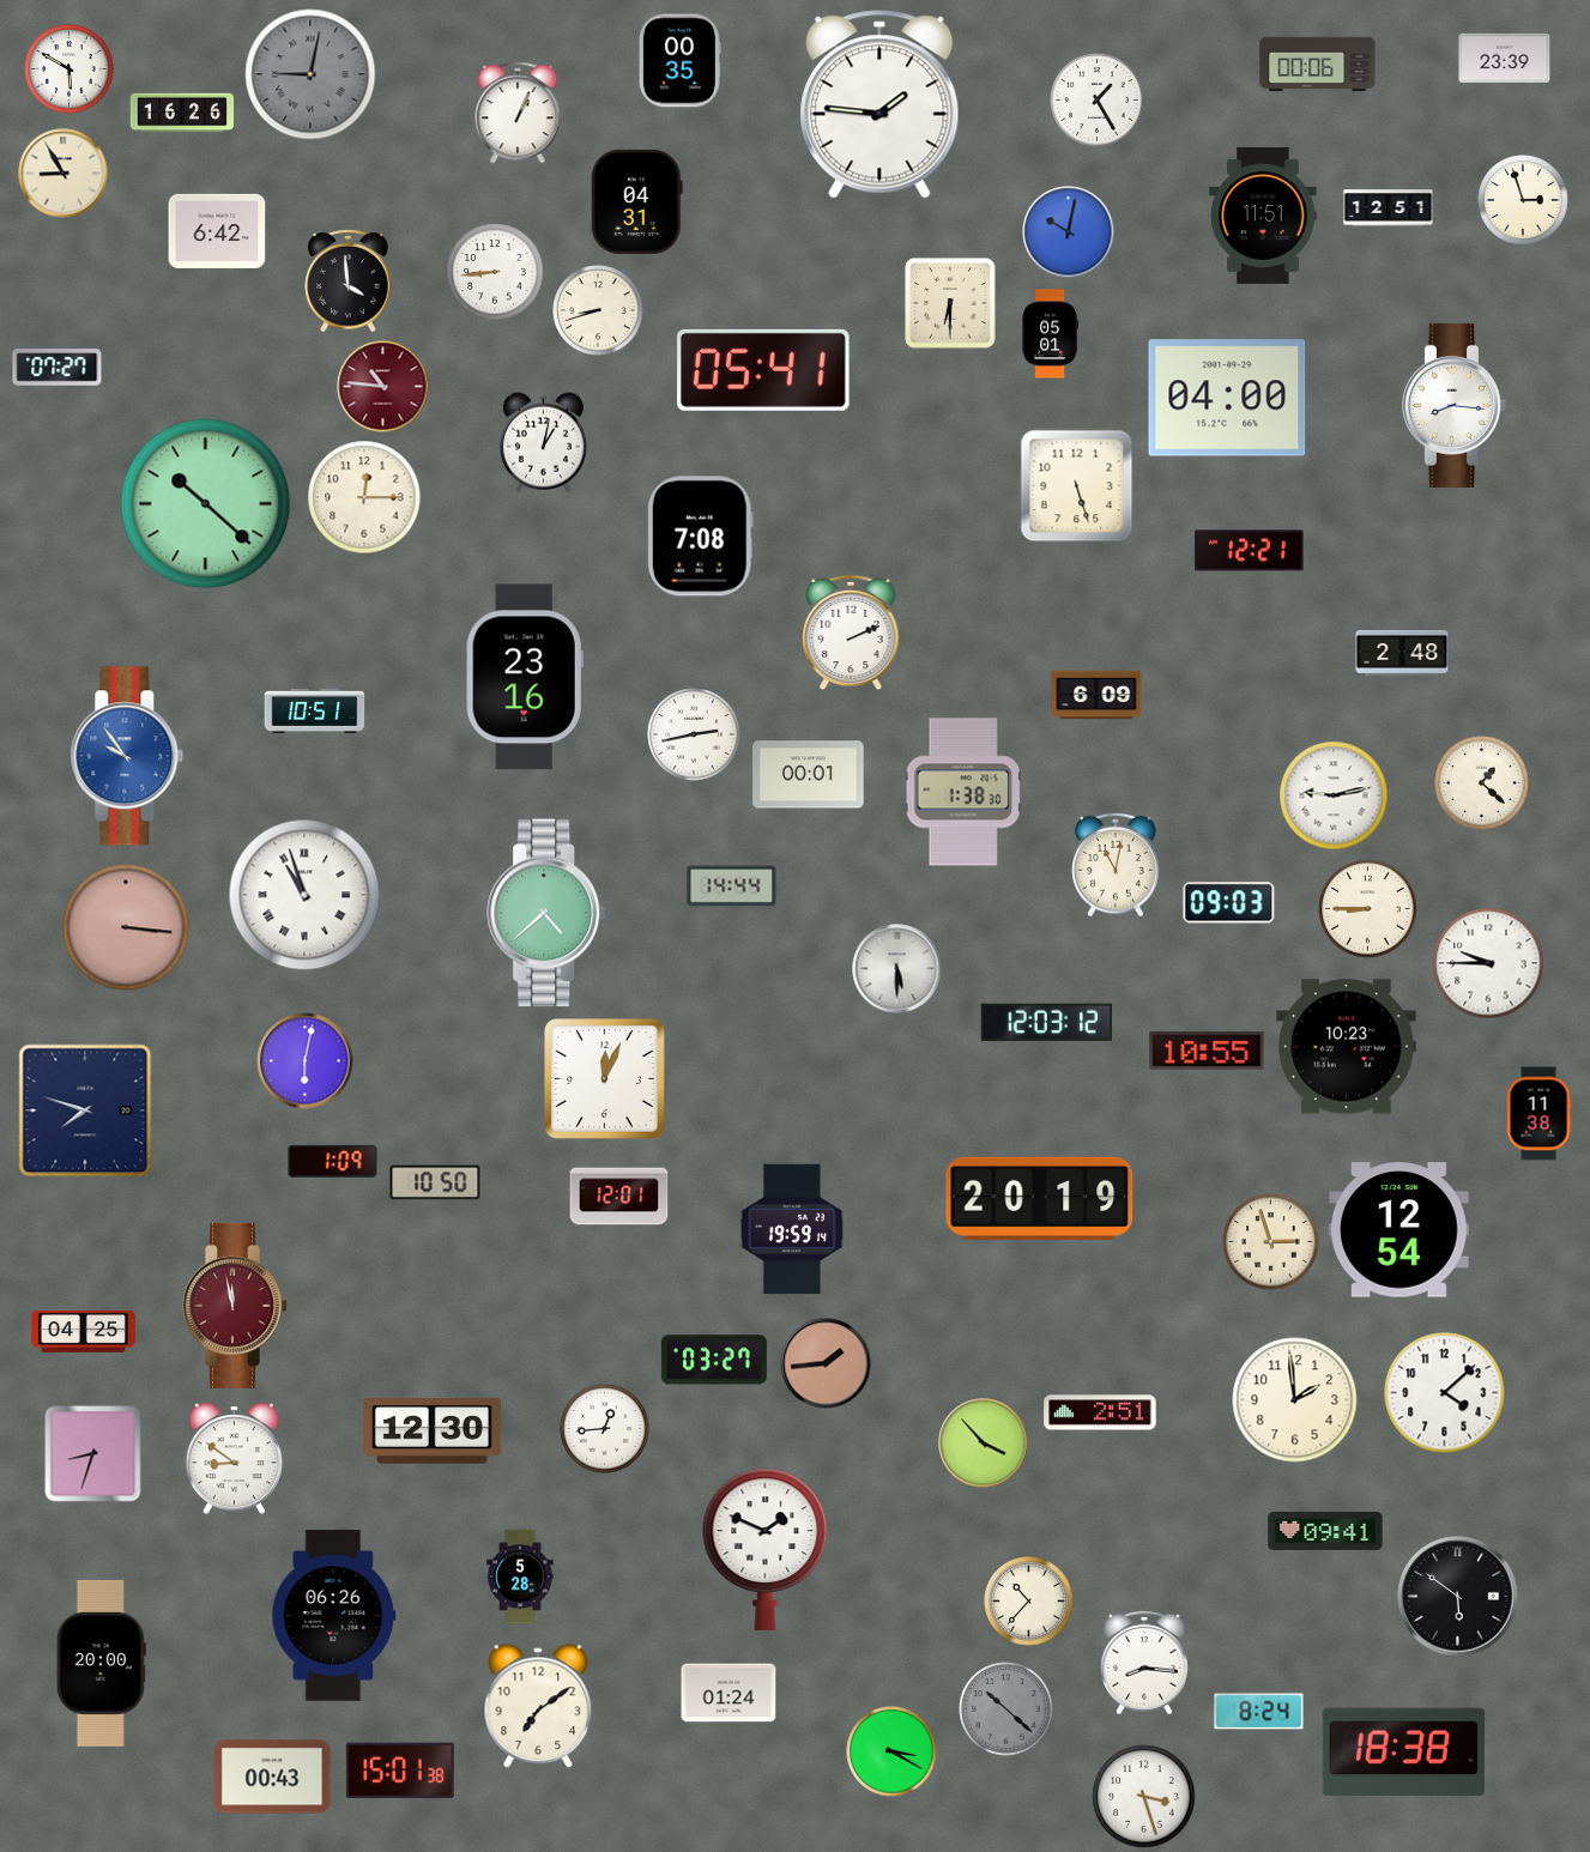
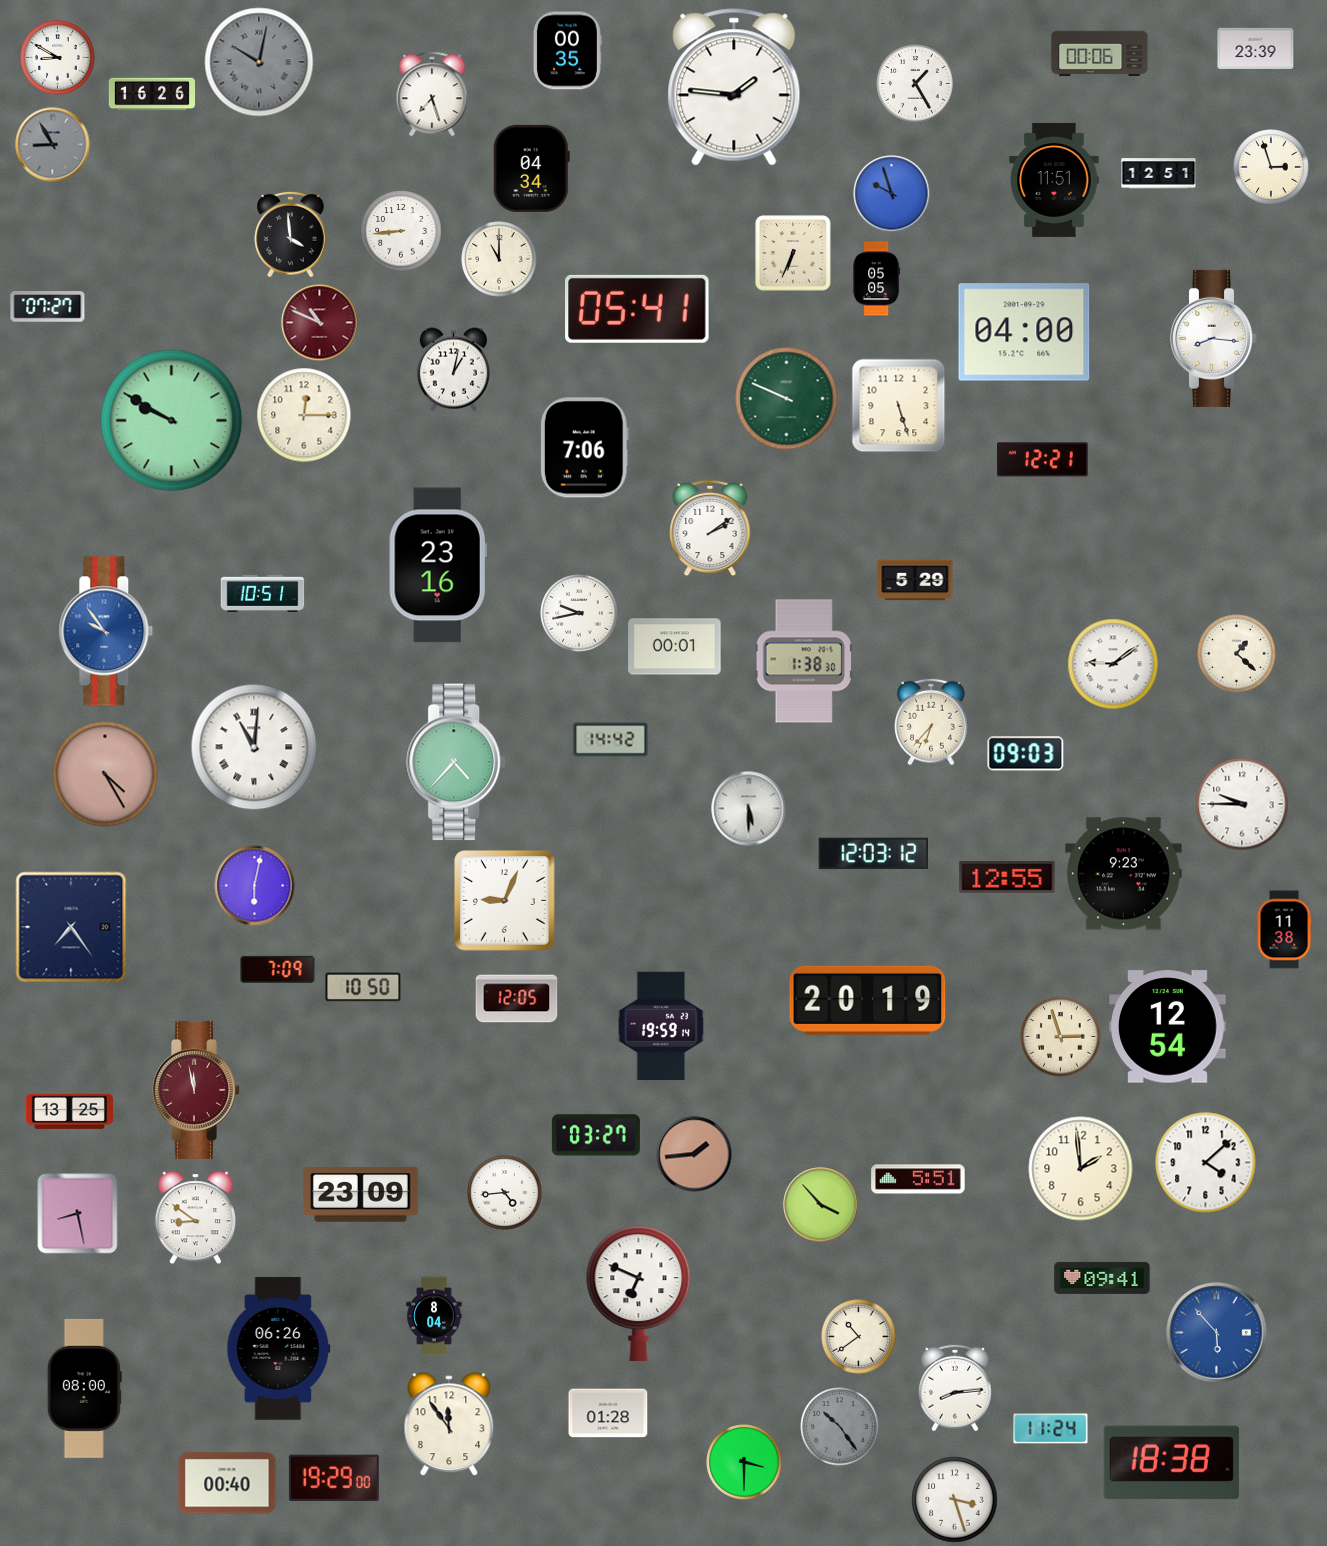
clock at (69, 69): 5:50 -> 8:50
clock at (310, 74): 9:02 -> 10:02
clock at (518, 113): 1:04 -> 7:27
clock at (64, 174) dial: cream -> grey
clock at (636, 201): 04:31 -> 04:34
clock at (217, 231): 6:42 -> none
clock at (1069, 232): 10:02 -> 9:57
clock at (495, 272) position: (495, 272) -> (401, 231)
clock at (950, 303): 6:30 -> 6:34
clock at (598, 310): 8:42 -> 11:00
clock at (1051, 334): 05:01 -> 05:05
clock at (383, 387): 10:46 -> 10:49
clock at (787, 399): none -> 9:49
clock at (206, 504): 10:22 -> 9:50
clock at (700, 537): 7:08 -> 7:06
clock at (851, 633): 2:11 -> 2:09
clock at (1402, 653): 2:48 -> none
clock at (1096, 695): 6:09 -> 5:29
clock at (694, 734): 2:43 -> 9:43
clock at (1334, 795): 9:13 -> 9:09
clock at (1117, 865): 11:02 -> 6:37
clock at (732, 886): 14:44 -> 14:42
clock at (304, 895): 10:57 -> 11:01
clock at (1368, 909): 8:45 -> none
clock at (548, 913): 4:38 -> 4:37
clock at (126, 927): 3:16 -> 4:25
clock at (1347, 1047): 10:23 -> 9:23
clock at (1207, 1052): 10:55 -> 12:55
clock at (605, 1079): 12:04 -> 9:04
clock at (85, 1110): 7:48 -> 7:24
clock at (333, 1161): 1:09 -> 7:09
clock at (619, 1197): 12:01 -> 12:05
clock at (83, 1331): 04:25 -> 13:25
clock at (826, 1363) position: (826, 1363) -> (694, 1154)
clock at (1100, 1412): 2:51 -> 5:51
clock at (605, 1429): 12:44 -> 4:44
clock at (431, 1432): 12:30 -> 23:09
clock at (93, 1454): 8:33 -> 8:28
clock at (1325, 1531) position: (1325, 1531) -> (1102, 1278)
clock at (766, 1549): 1:49 -> 6:49
clock at (520, 1576): 5:28 -> 8:04
clock at (1458, 1597): 5:51 -> 5:53
clock at (1458, 1597) dial: black -> blue
clock at (1029, 1602): 10:37 -> 10:39
clock at (101, 1663): 20:00 -> 08:00
clock at (1145, 1663): 8:16 -> 8:14
clock at (729, 1693): 01:24 -> 01:28
clock at (538, 1707): 7:09 -> 11:54
clock at (1006, 1709): 10:22 -> 10:24
clock at (1259, 1712): 8:24 -> 11:24
clock at (891, 1751): 3:20 -> 3:30
clock at (400, 1771): 15:01 -> 19:29
clock at (272, 1777): 00:43 -> 00:40
